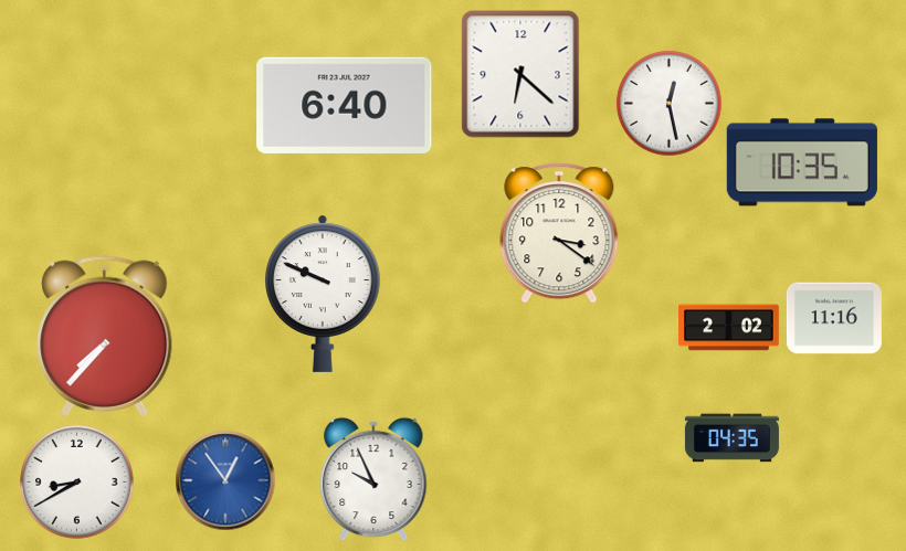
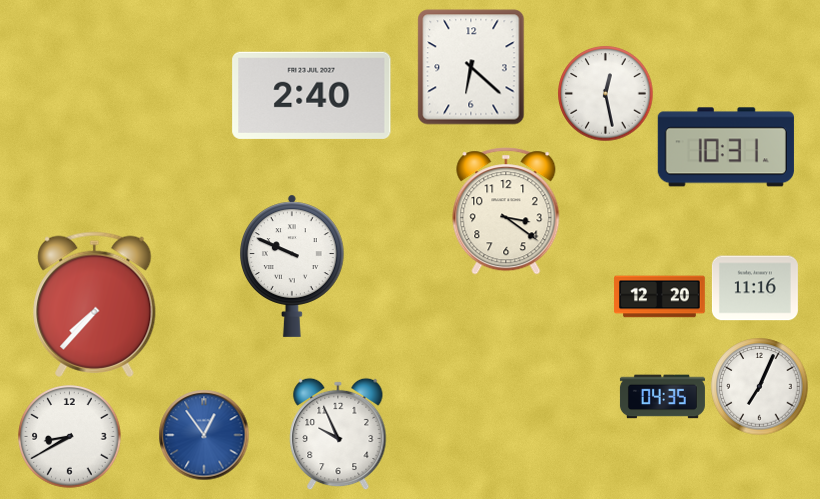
clock at (345, 105): 6:40 -> 2:40
clock at (802, 162): 10:35 -> 10:31
clock at (729, 328): 2:02 -> 12:20
clock at (760, 387): none -> 7:04
